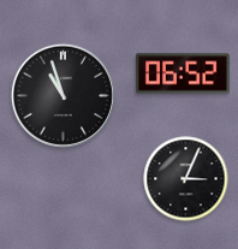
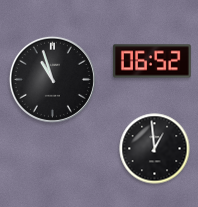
clock at (186, 179): 3:04 -> 12:59
